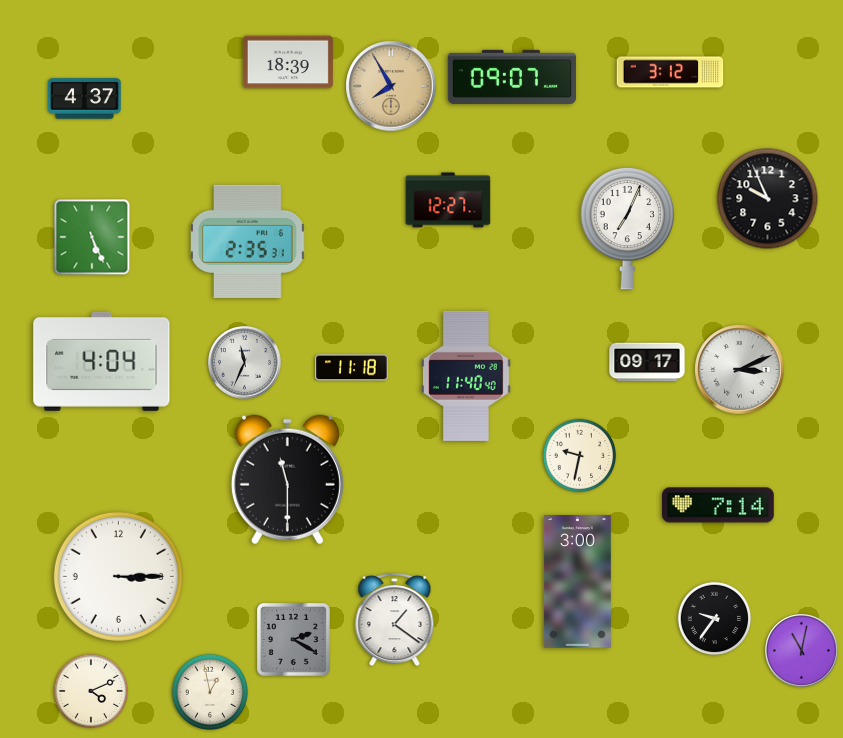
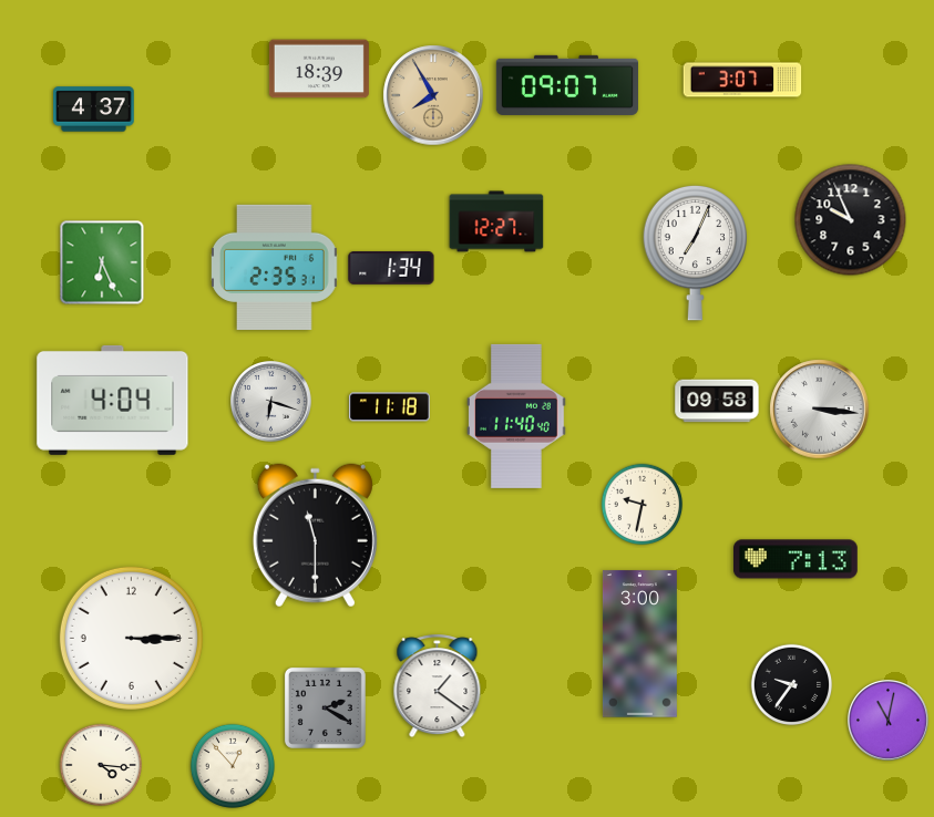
clock at (670, 72): 3:12 -> 3:07
clock at (92, 237): 5:26 -> 6:26
clock at (391, 269): none -> 1:34
clock at (647, 362): 09:17 -> 09:58
clock at (245, 363): 11:34 -> 6:18
clock at (740, 370): 3:11 -> 3:16
clock at (287, 480) position: (287, 480) -> (315, 536)
clock at (719, 505): 7:14 -> 7:13
clock at (91, 691): 4:11 -> 4:16
clock at (210, 692): 12:58 -> 12:53
